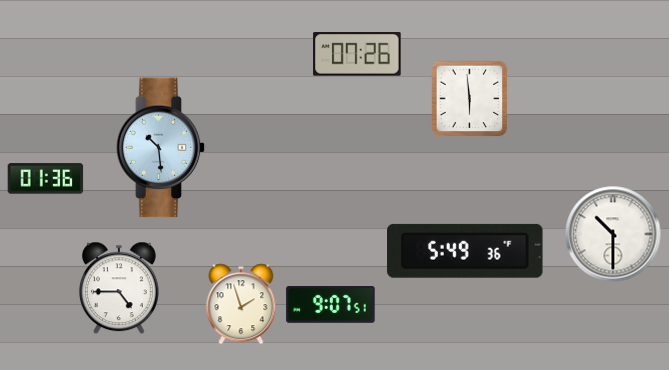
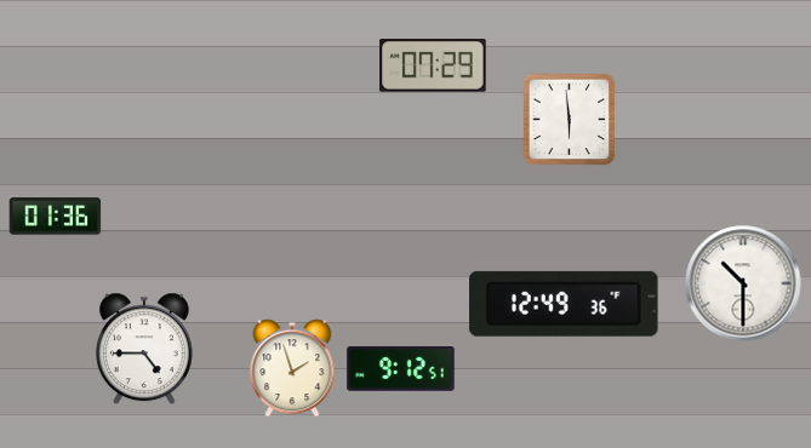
clock at (357, 54): 07:26 -> 07:29
clock at (161, 148): 10:29 -> none
clock at (465, 251): 5:49 -> 12:49
clock at (331, 305): 9:07 -> 9:12
